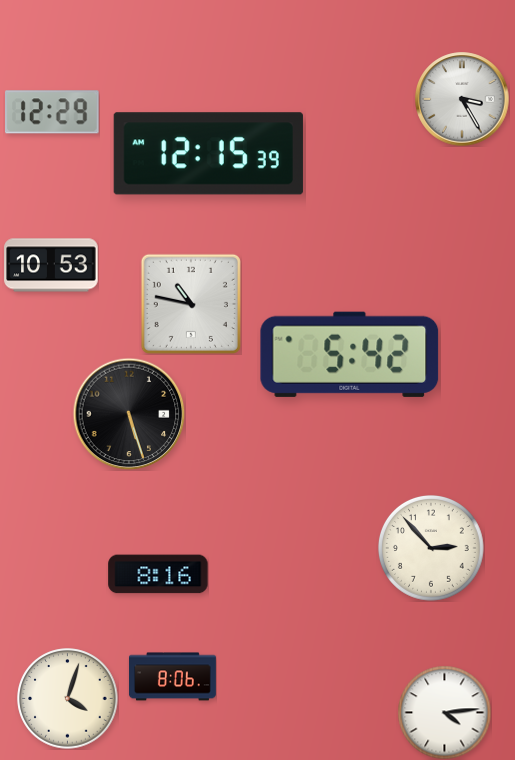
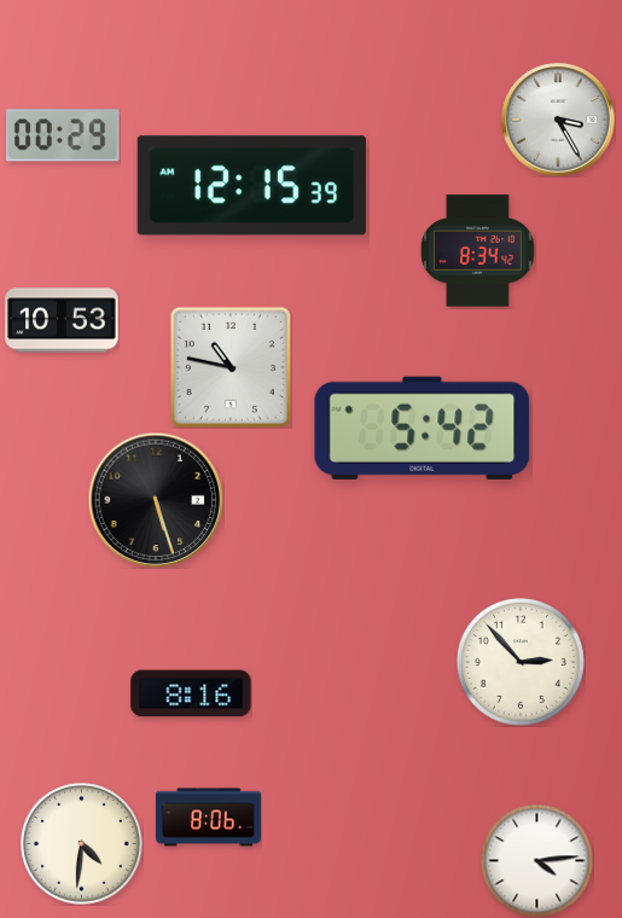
clock at (53, 112): 12:29 -> 00:29
clock at (478, 251): none -> 8:34
clock at (68, 699): 4:03 -> 4:31
